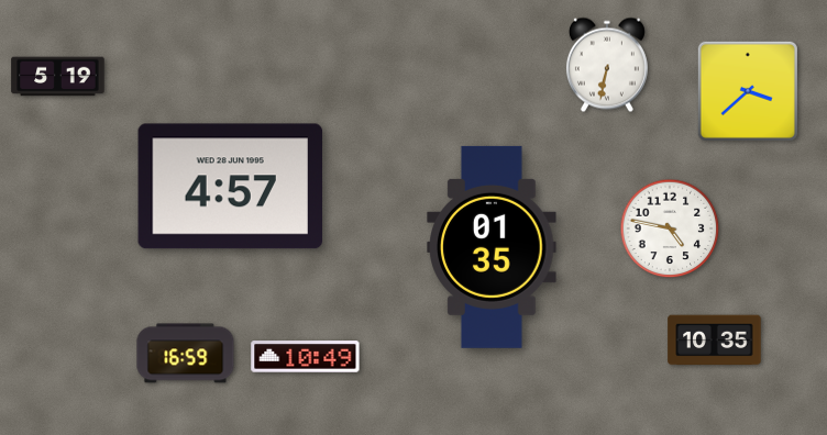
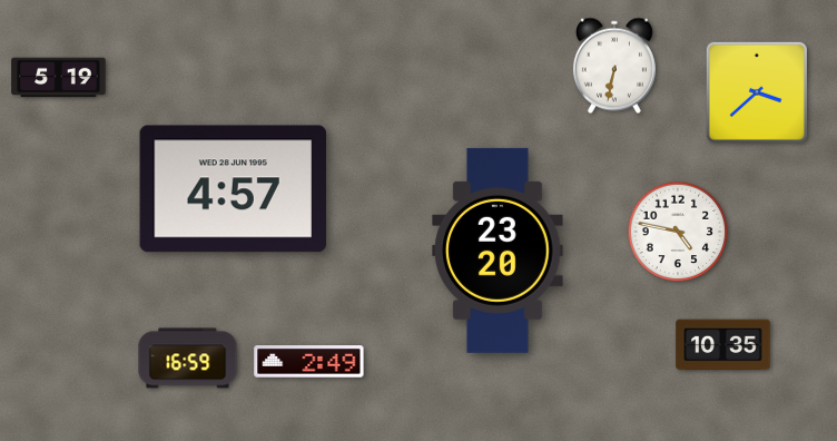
clock at (492, 247): 01:35 -> 23:20
clock at (306, 357): 10:49 -> 2:49
